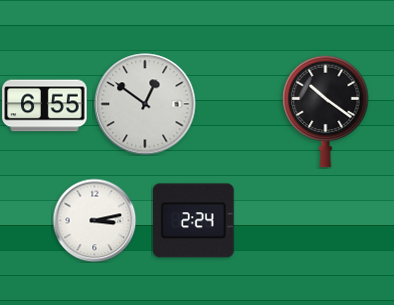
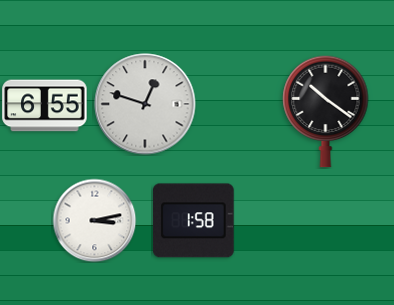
clock at (145, 104): 12:51 -> 12:48
clock at (193, 221): 2:24 -> 1:58
